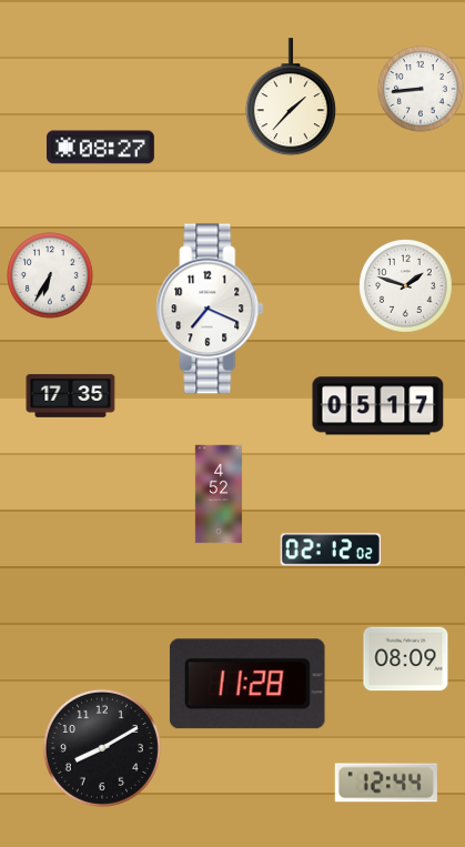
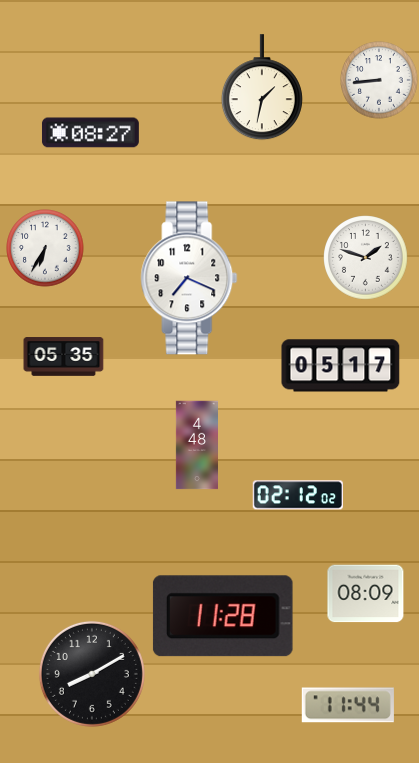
clock at (291, 98): 1:37 -> 1:32
clock at (71, 396): 17:35 -> 05:35
clock at (218, 494): 4:52 -> 4:48
clock at (386, 783): 12:44 -> 11:44
